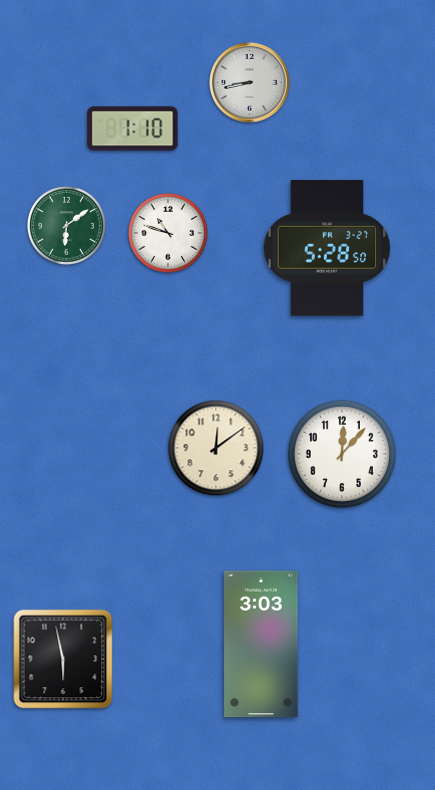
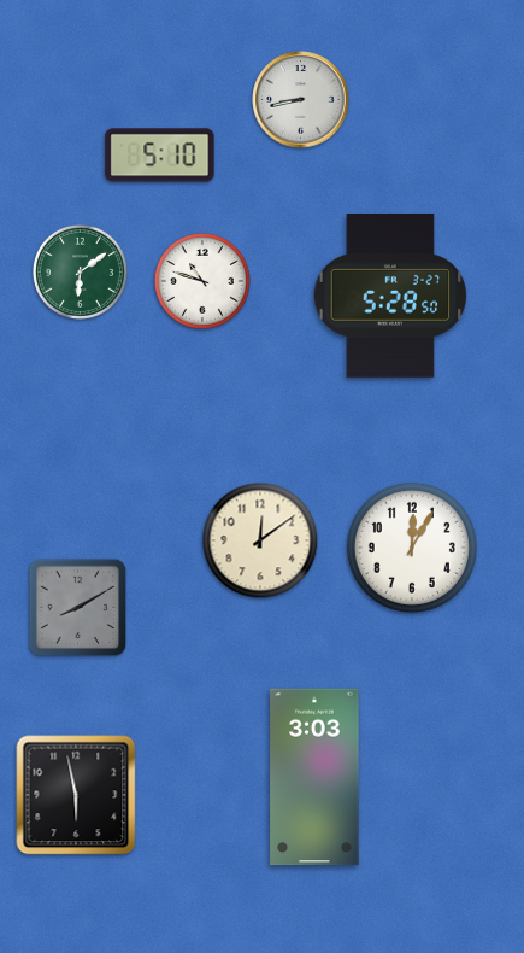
clock at (133, 129): 1:10 -> 5:10
clock at (327, 249) position: (327, 249) -> (390, 297)
clock at (342, 454): 12:07 -> 12:05
clock at (78, 608): none -> 8:10
